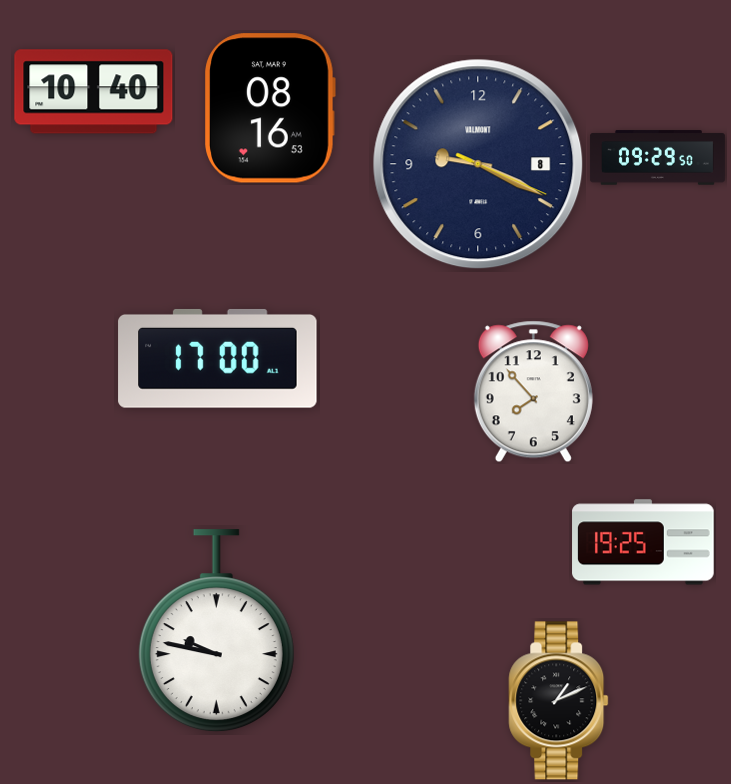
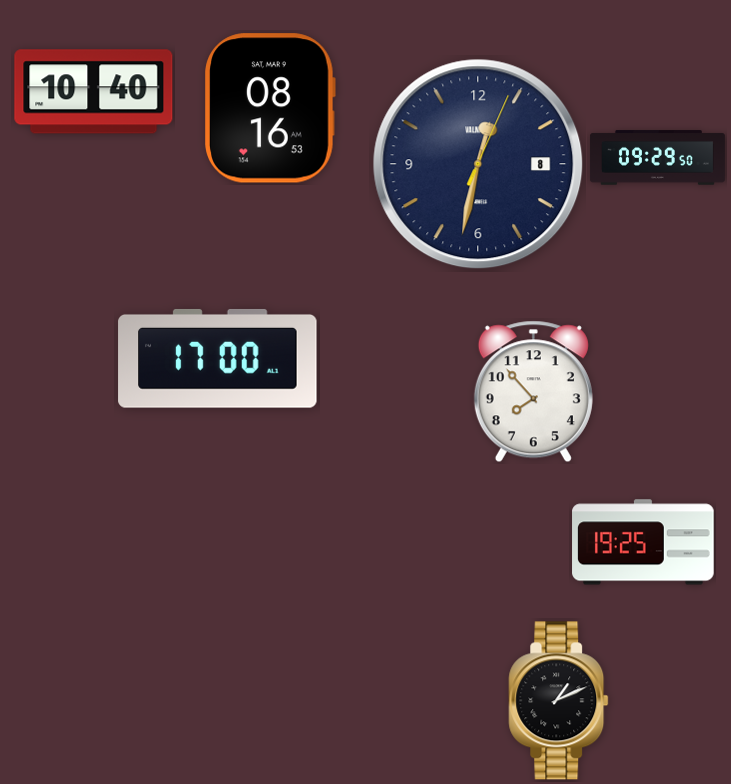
clock at (478, 164): 9:19 -> 12:32
clock at (216, 631): 9:47 -> none
